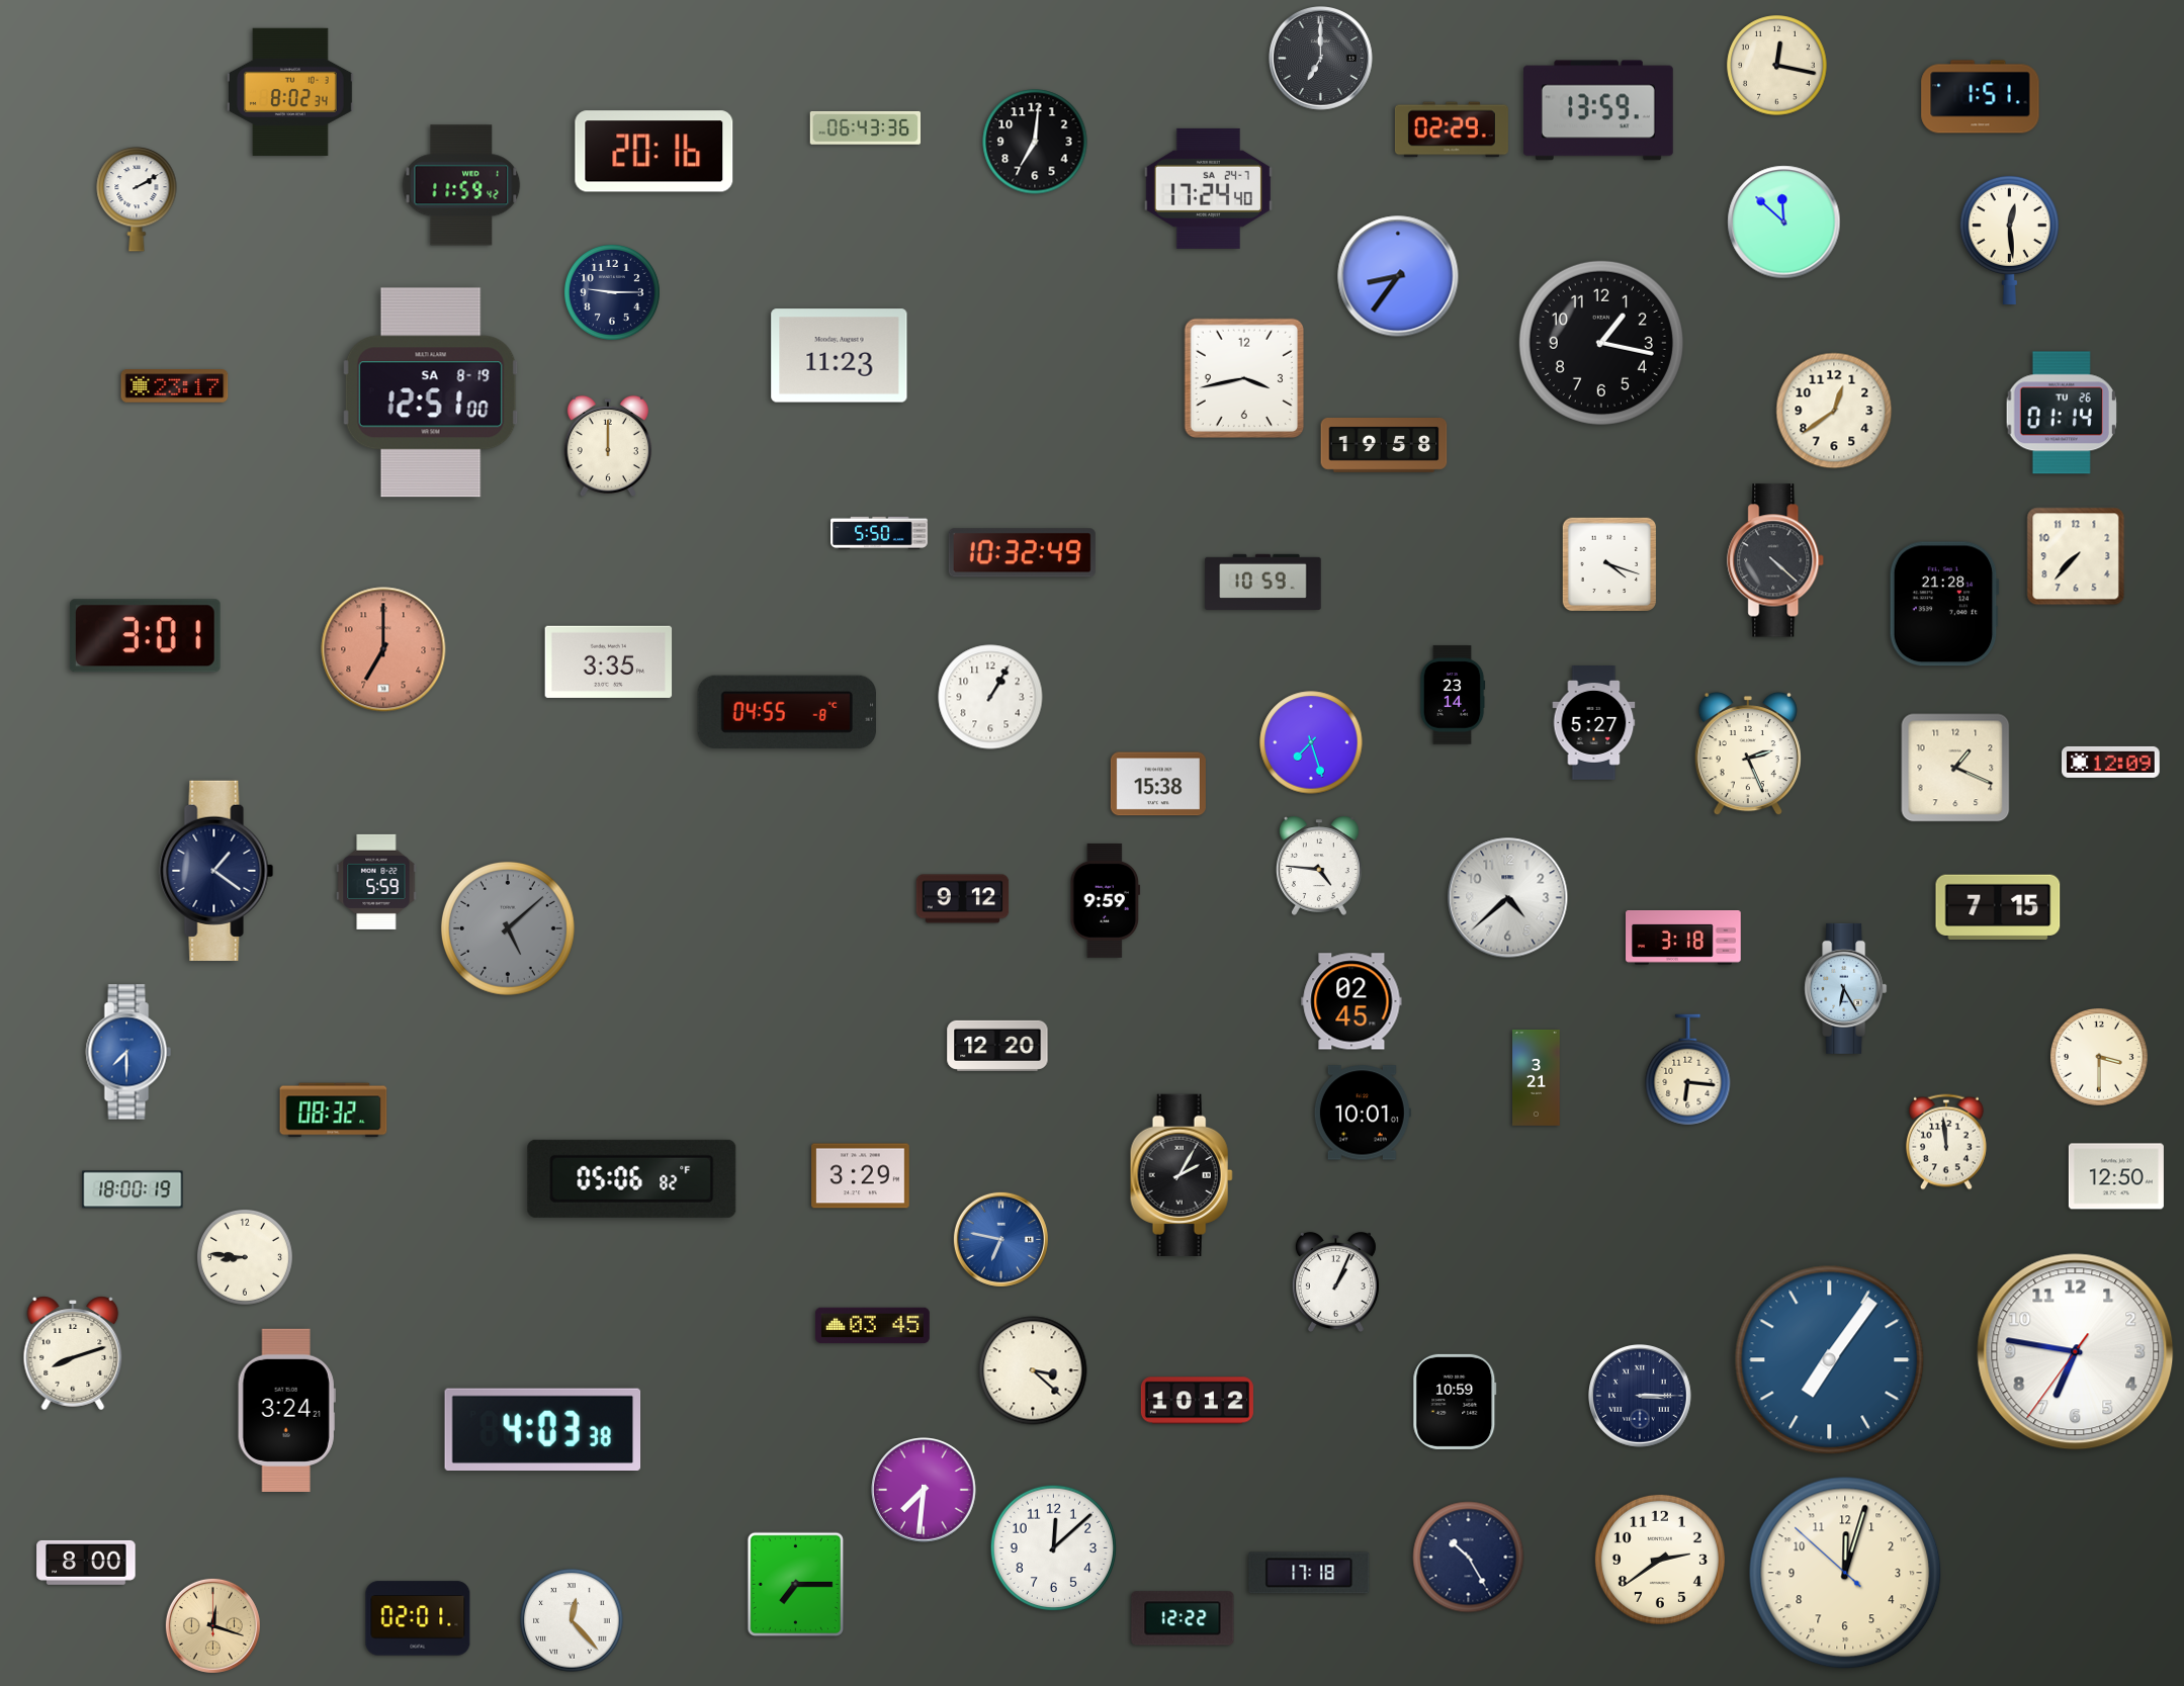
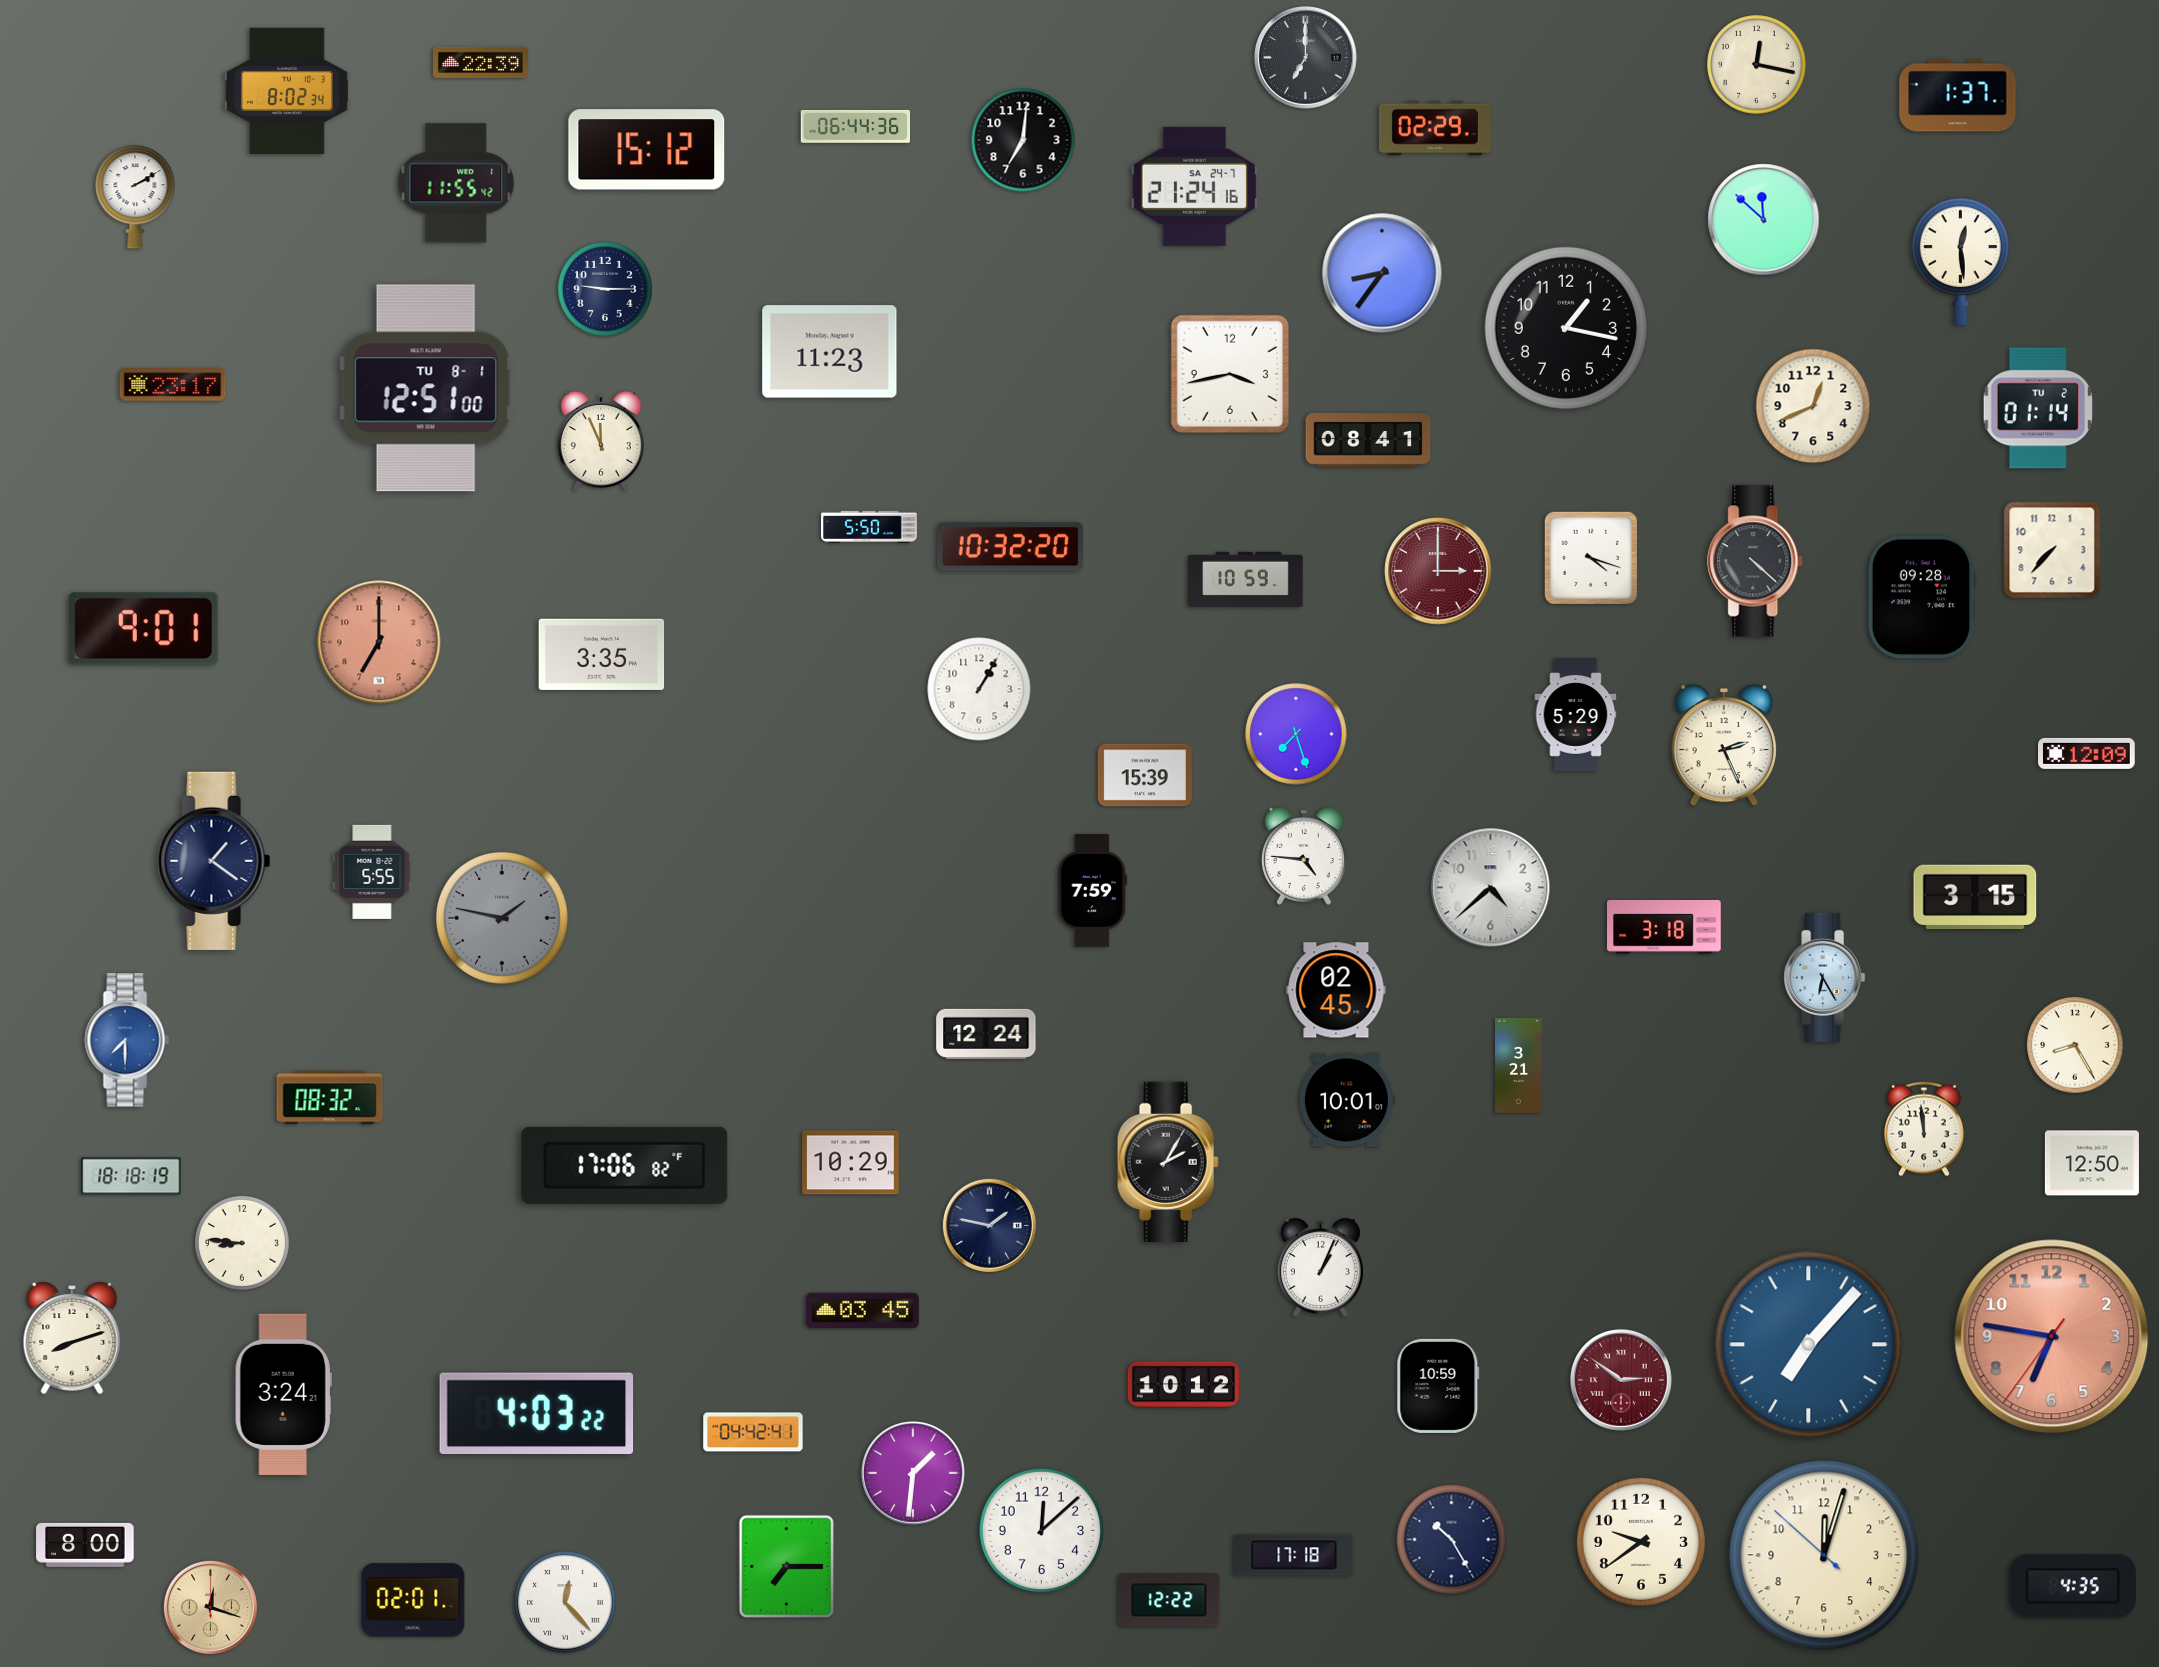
clock at (480, 62): none -> 22:39
clock at (1981, 97): 1:51 -> 1:37
clock at (1598, 110): 13:59 -> none
clock at (865, 127): 06:43 -> 06:44
clock at (654, 152): 20:16 -> 15:12
clock at (461, 185): 11:59 -> 11:55
clock at (1208, 188): 17:24 -> 21:24
clock at (2009, 240) position: (2009, 240) -> (1960, 261)
clock at (1601, 343) position: (1601, 343) -> (1566, 328)
clock at (175, 386) position: (175, 386) -> (173, 385)
clock at (431, 392) date: SA 8-19 -> TU 8-1
clock at (1834, 411): 12:39 -> 12:41
clock at (2062, 413) date: TU 26 -> TU 2
clock at (608, 445): 12:00 -> 11:56
clock at (1384, 446): 19:58 -> 08:41
clock at (1022, 553): 10:32:49 -> 10:32:20
clock at (1776, 560) position: (1776, 560) -> (1756, 561)
clock at (1438, 571): none -> 3:00
clock at (1263, 582) position: (1263, 582) -> (1246, 579)
clock at (1944, 604): 21:28 -> 09:28
clock at (145, 636): 3:01 -> 9:01
clock at (1453, 695): 23:14 -> none
clock at (787, 712): 04:55 -> none
clock at (1594, 723): 5:27 -> 5:29
clock at (1748, 753) position: (1748, 753) -> (1724, 745)
clock at (1955, 768): 1:19 -> none
clock at (1158, 784): 15:38 -> 15:39
clock at (376, 882): 5:59 -> 5:55
clock at (963, 899): 9:12 -> none
clock at (1106, 900): 9:59 -> 7:59
clock at (1998, 906): 7:15 -> 3:15
clock at (508, 928): 5:08 -> 1:47
clock at (997, 1046): 12:20 -> 12:24
clock at (2100, 1058): 3:30 -> 8:25
clock at (1688, 1070): 6:16 -> none
clock at (861, 1176): 3:29 -> 10:29
clock at (632, 1178): 05:06 -> 17:06
clock at (133, 1189): 18:00 -> 18:18
clock at (1000, 1239): 6:47 -> 1:47
clock at (1000, 1239) dial: blue -> navy
clock at (2076, 1352) dial: white -> salmon
clock at (1830, 1360): 7:06 -> 7:07
clock at (1033, 1370): 3:22 -> none
clock at (1641, 1397): 3:15 -> 2:51
clock at (1641, 1397) dial: navy -> burgundy
clock at (543, 1429): 4:03:38 -> 4:03:22
clock at (753, 1432): none -> 04:42
clock at (924, 1490): 7:31 -> 1:31
clock at (1660, 1560): 2:39 -> 9:39
clock at (2073, 1586): none -> 4:35
